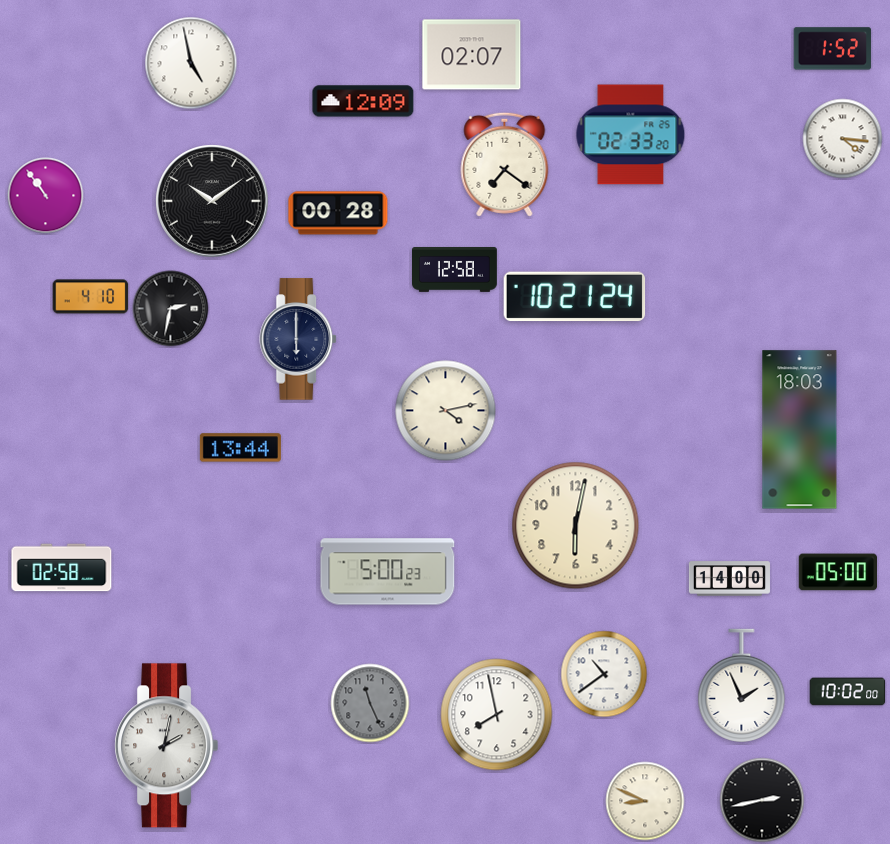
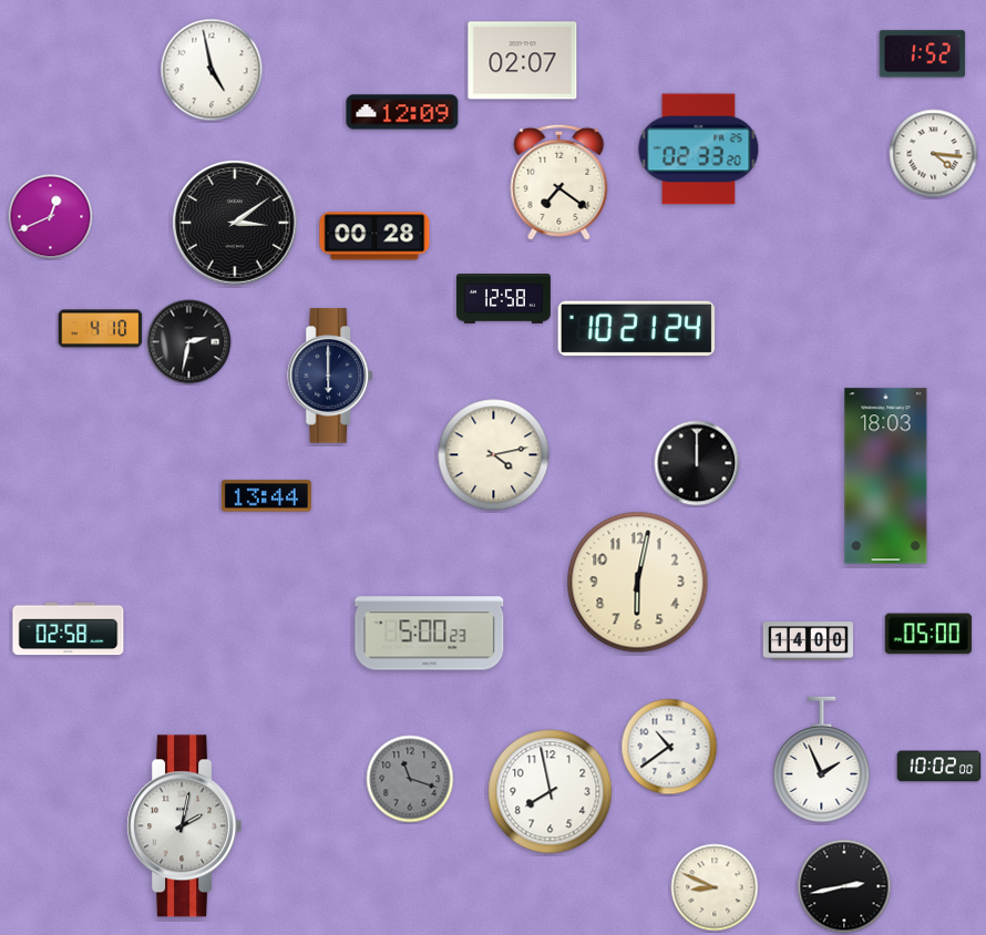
clock at (46, 196): 10:54 -> 12:41
clock at (212, 201): 10:09 -> 3:09
clock at (697, 463): none -> 12:00
clock at (370, 703): 11:26 -> 11:18
